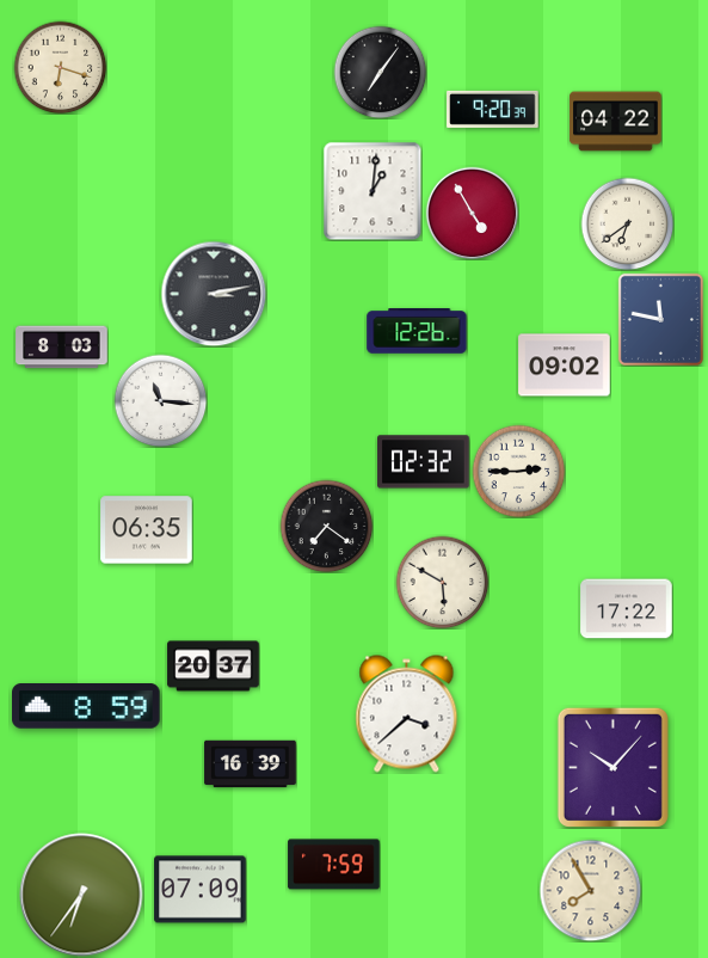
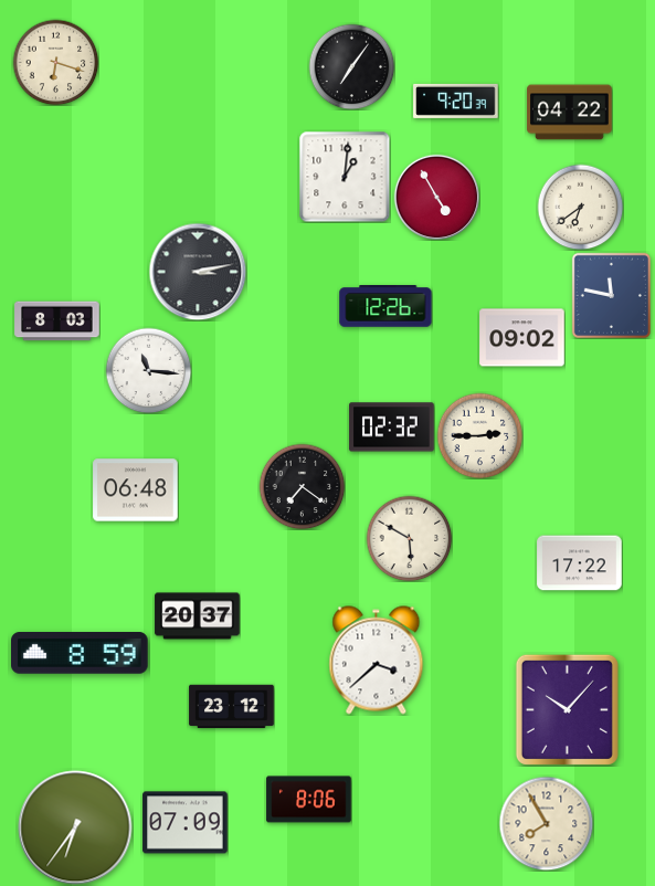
clock at (147, 530): 06:35 -> 06:48
clock at (251, 764): 16:39 -> 23:12
clock at (334, 865): 7:59 -> 8:06
